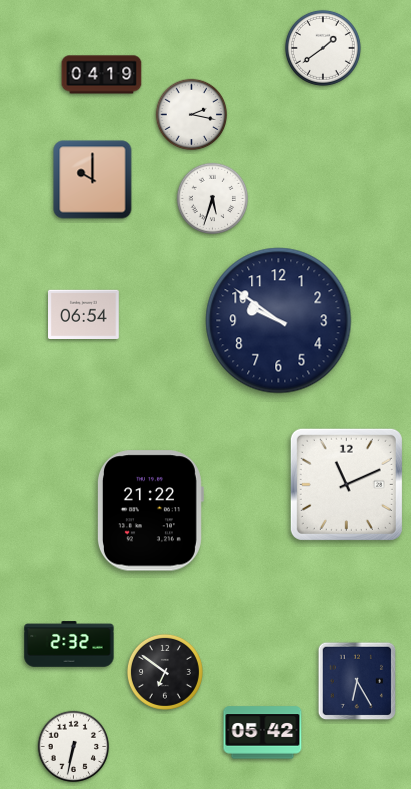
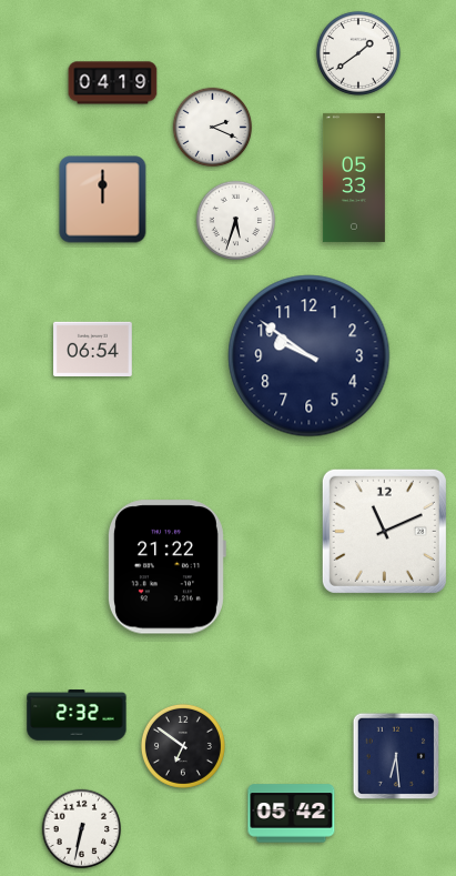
clock at (192, 115): 2:17 -> 2:19
clock at (354, 178): none -> 05:33
clock at (93, 180): 10:00 -> 12:00
clock at (346, 484) position: (346, 484) -> (384, 531)
clock at (357, 681): 6:25 -> 6:29
